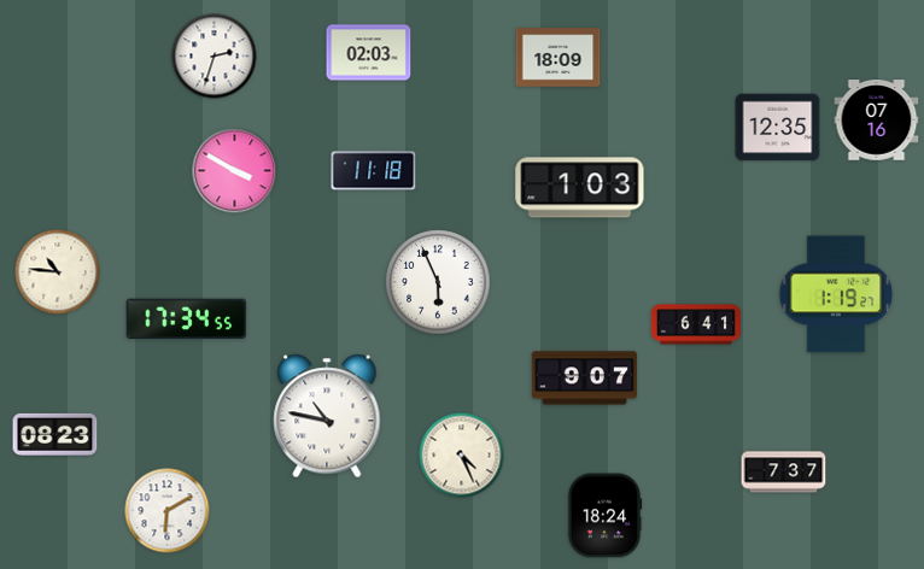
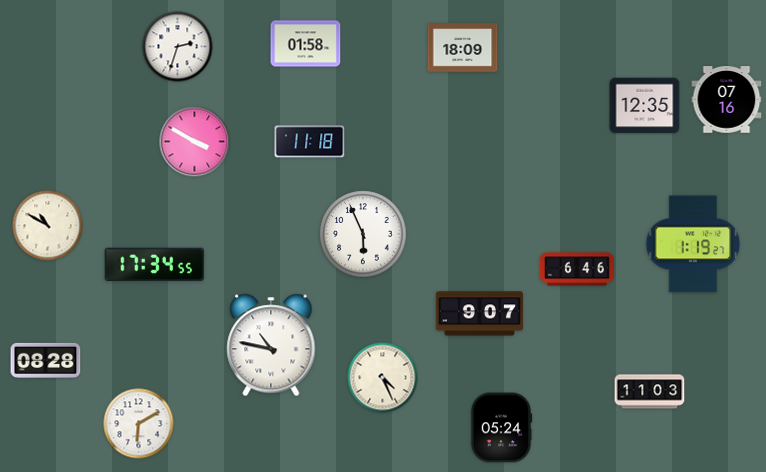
clock at (369, 53): 02:03 -> 01:58
clock at (580, 188): 1:03 -> none
clock at (58, 272): 10:46 -> 10:50
clock at (696, 324): 6:41 -> 6:46
clock at (584, 379) position: (584, 379) -> (479, 314)
clock at (55, 434): 08:23 -> 08:28
clock at (784, 473): 7:37 -> 11:03
clock at (604, 516): 18:24 -> 05:24
